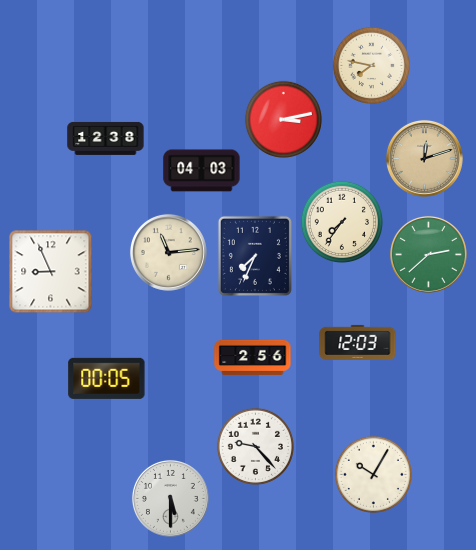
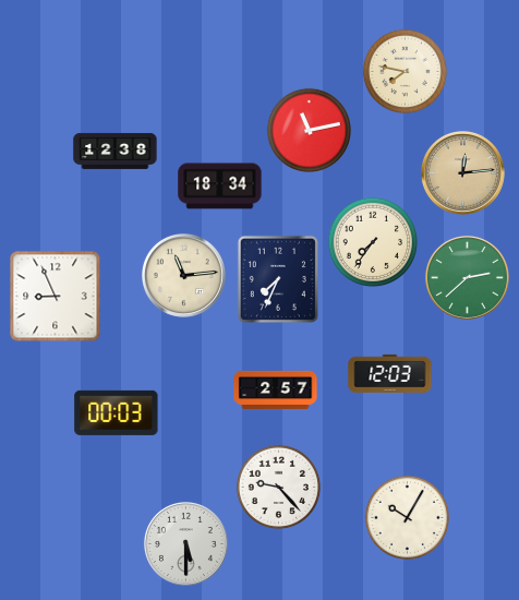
clock at (283, 119): 3:13 -> 11:13
clock at (424, 158): 12:12 -> 12:14
clock at (202, 171): 04:03 -> 18:34
clock at (253, 357): 2:56 -> 2:57
clock at (107, 378): 00:05 -> 00:03
